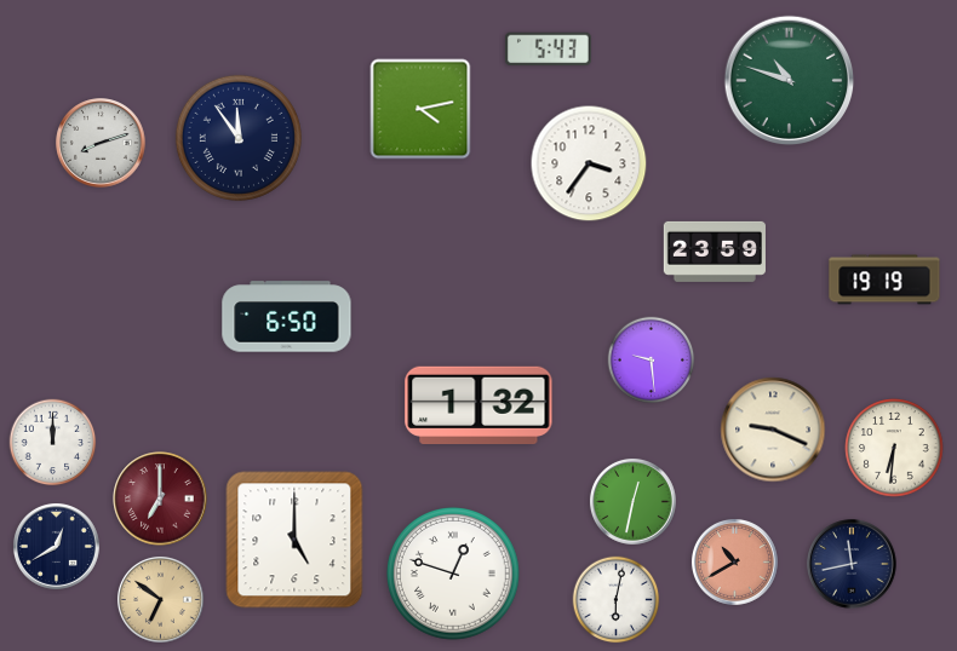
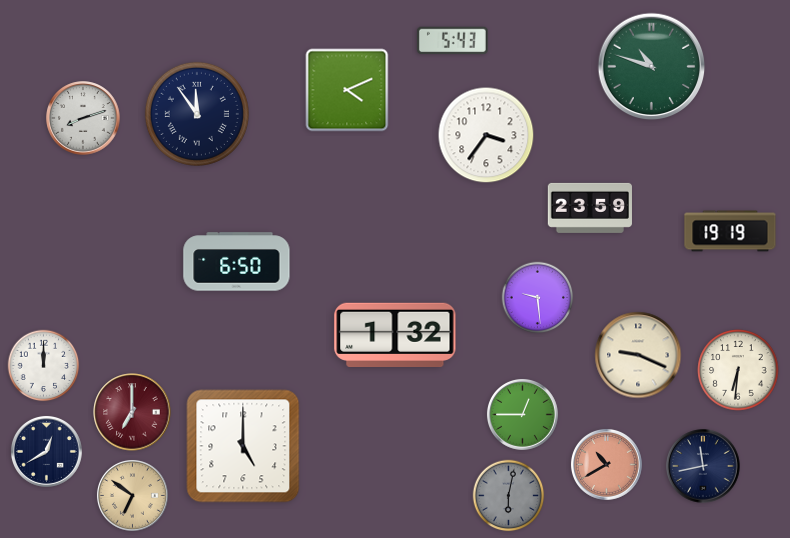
clock at (420, 109): 4:13 -> 4:11
clock at (634, 502): 12:32 -> 12:45
clock at (454, 575): 12:48 -> none
clock at (617, 600) dial: white -> grey
